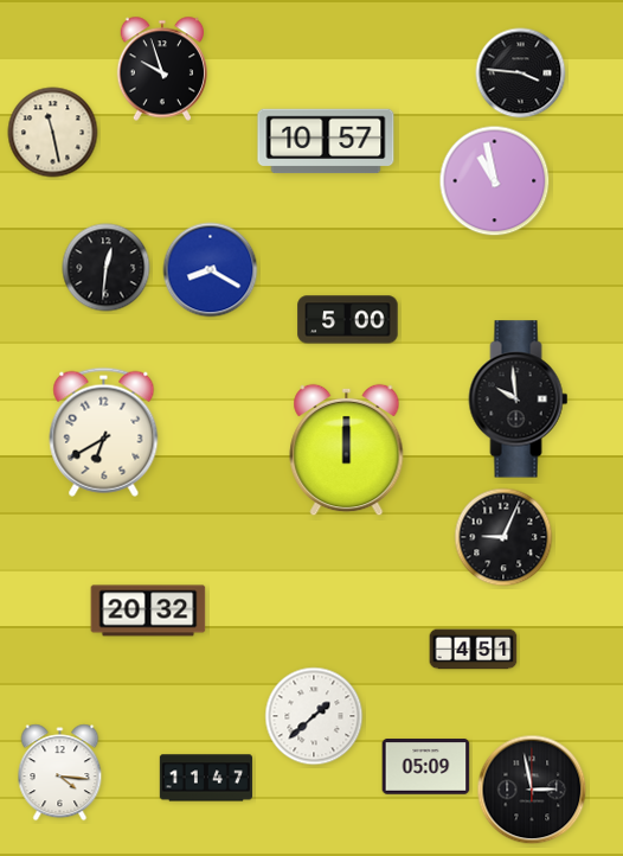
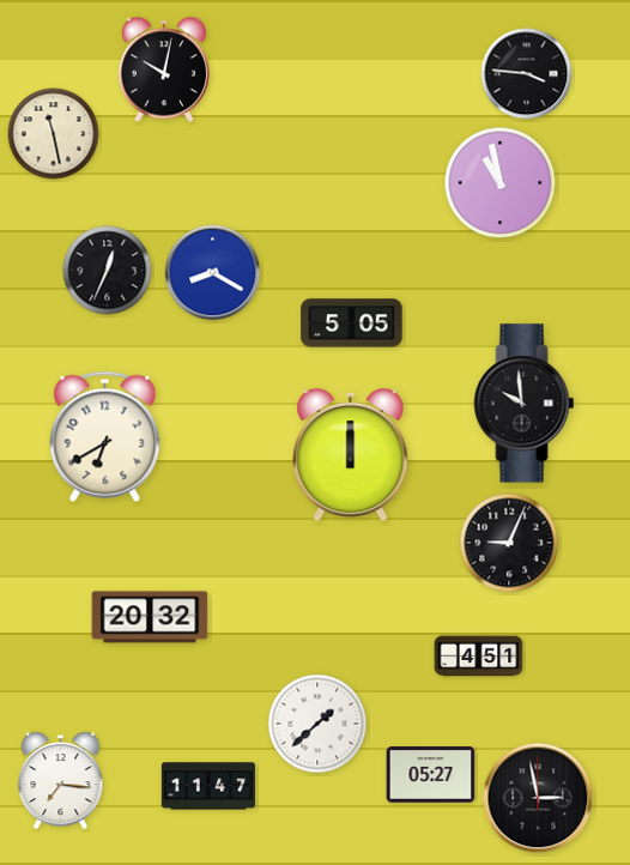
clock at (161, 69): 9:57 -> 10:02
clock at (326, 141): 10:57 -> none
clock at (107, 268): 12:31 -> 12:34
clock at (348, 320): 5:00 -> 5:05
clock at (426, 767): 05:09 -> 05:27
clock at (60, 773): 4:16 -> 7:16
